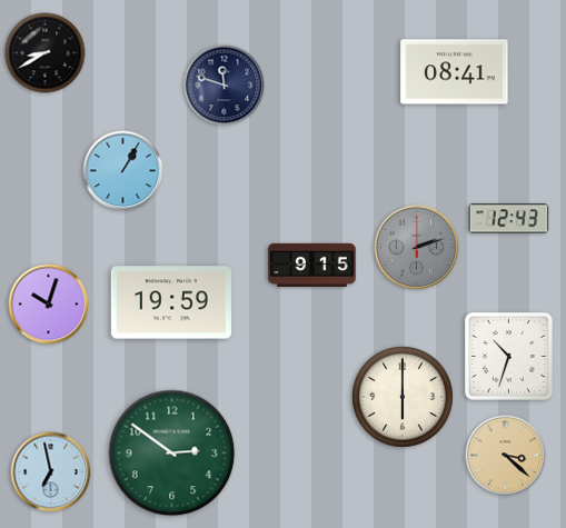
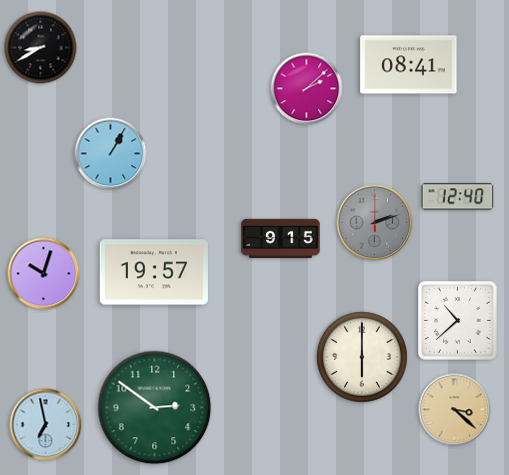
clock at (225, 86): 11:48 -> none
clock at (307, 89): none -> 2:08
clock at (509, 219): 12:43 -> 12:40
clock at (171, 302): 19:59 -> 19:57
clock at (508, 356): 10:33 -> 10:38
